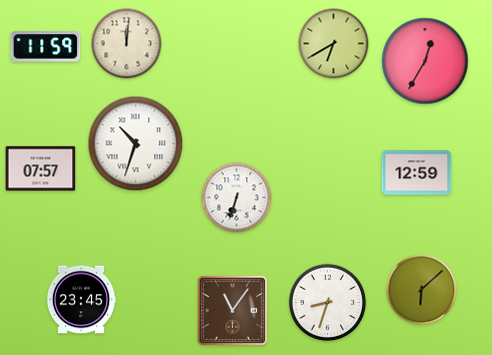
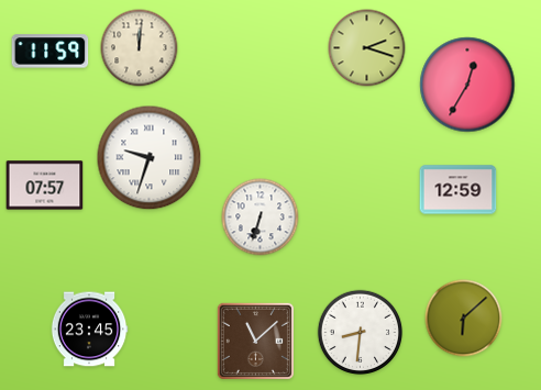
clock at (334, 44): 6:40 -> 2:18
clock at (425, 61) position: (425, 61) -> (467, 85)
clock at (136, 144): 10:33 -> 9:33
clock at (328, 303): 8:33 -> 8:31
clock at (232, 310): 11:06 -> 11:08
